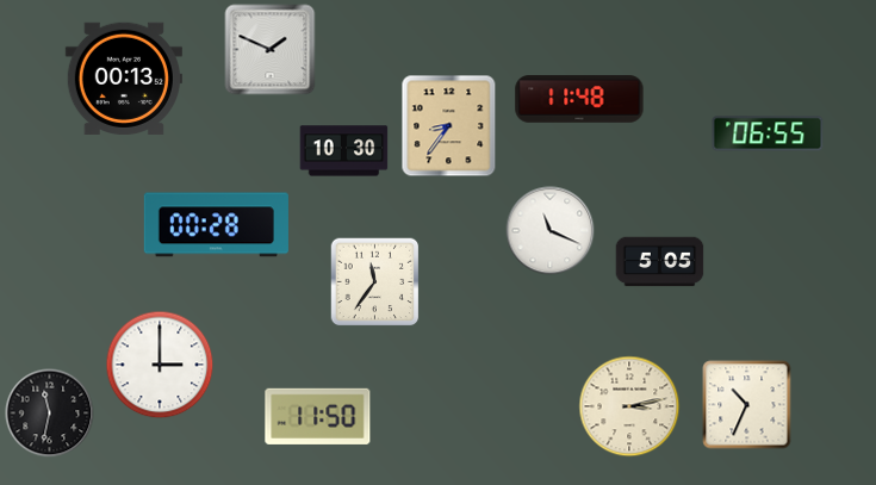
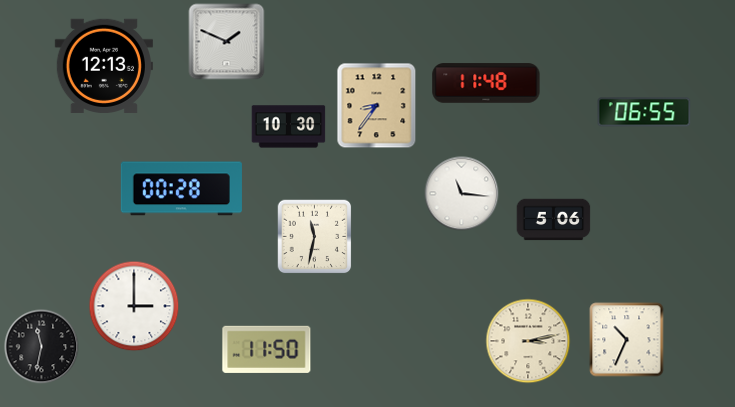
clock at (124, 79): 00:13 -> 12:13
clock at (551, 231): 11:19 -> 11:16
clock at (660, 262): 5:05 -> 5:06
clock at (375, 282): 11:36 -> 11:32
